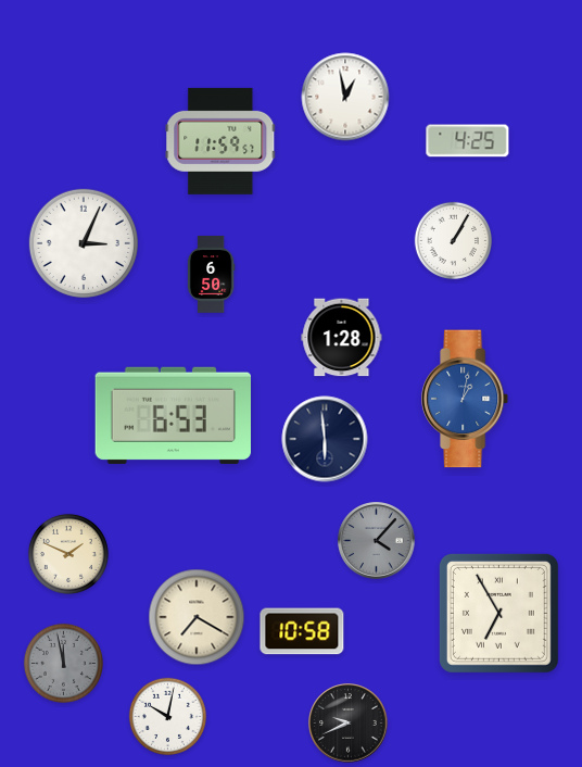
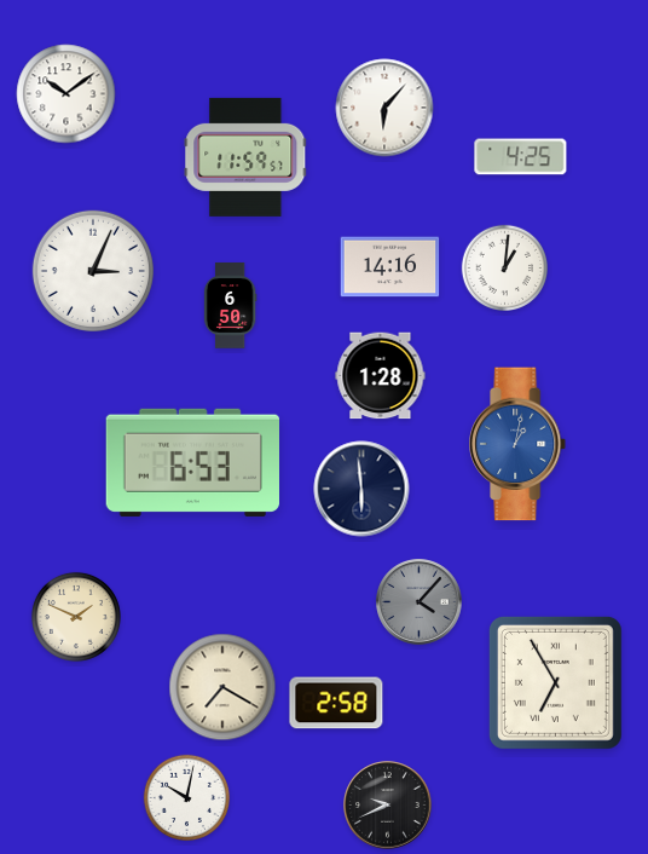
clock at (66, 94): none -> 10:09
clock at (345, 97): 12:58 -> 6:07
clock at (390, 267): none -> 14:16
clock at (453, 240): 1:05 -> 1:01
clock at (211, 275) position: (211, 275) -> (230, 306)
clock at (197, 617) position: (197, 617) -> (222, 687)
clock at (302, 631): 10:58 -> 2:58
clock at (63, 663): 11:58 -> none
